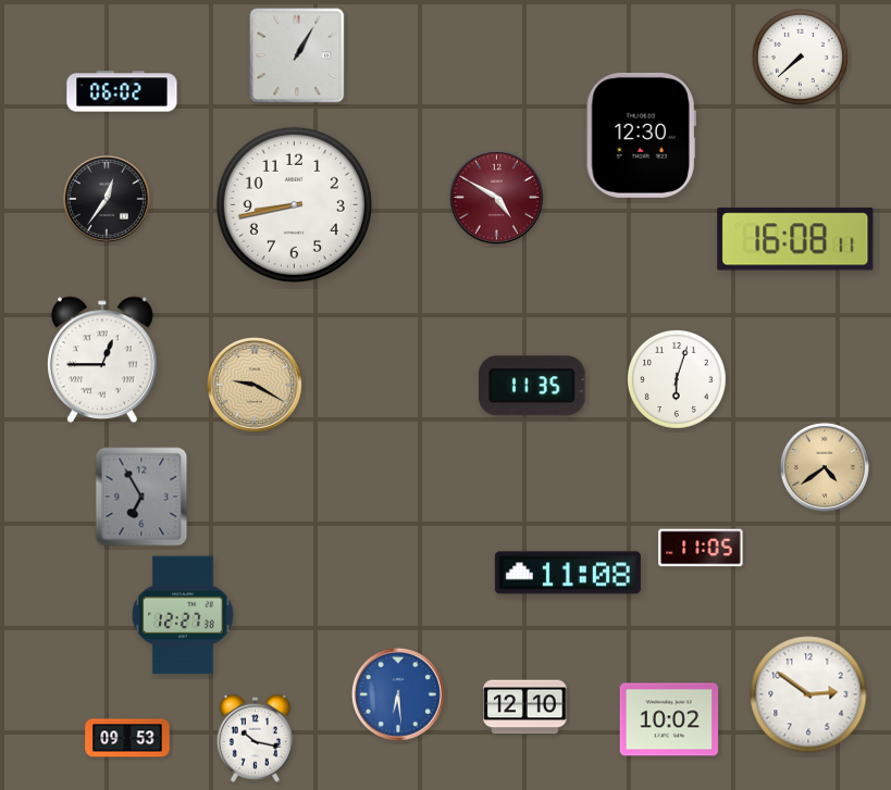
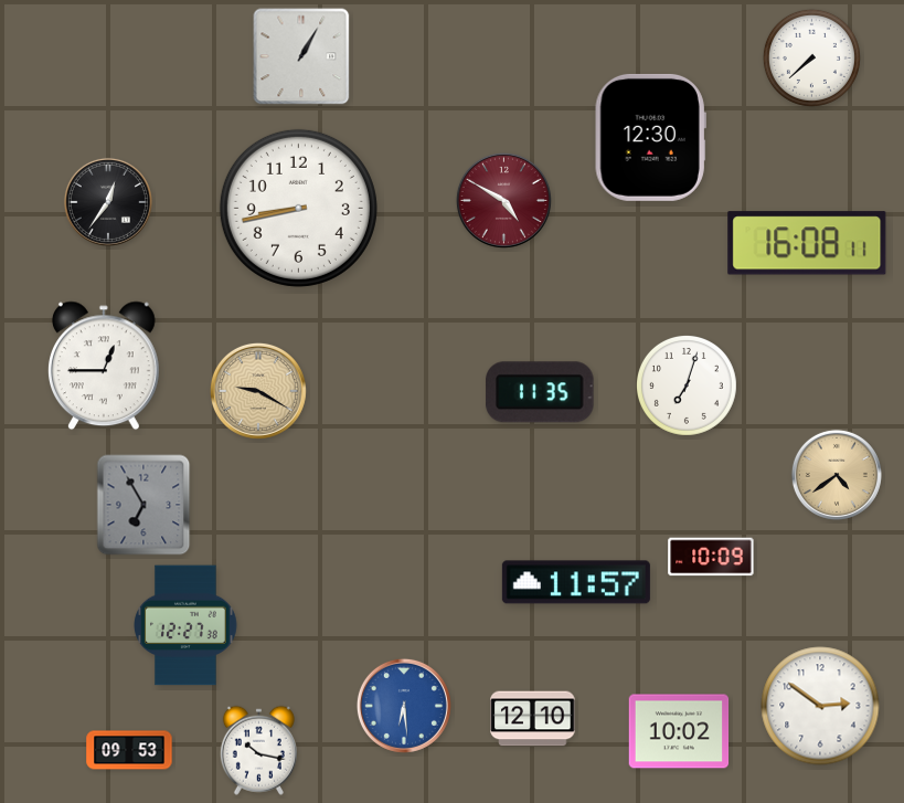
clock at (122, 91): 06:02 -> none
clock at (677, 379): 6:03 -> 7:03
clock at (701, 548): 11:05 -> 10:09
clock at (568, 573): 11:08 -> 11:57
